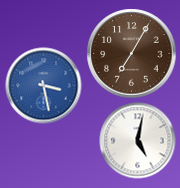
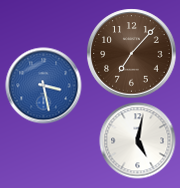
clock at (132, 54): 7:05 -> 7:07
